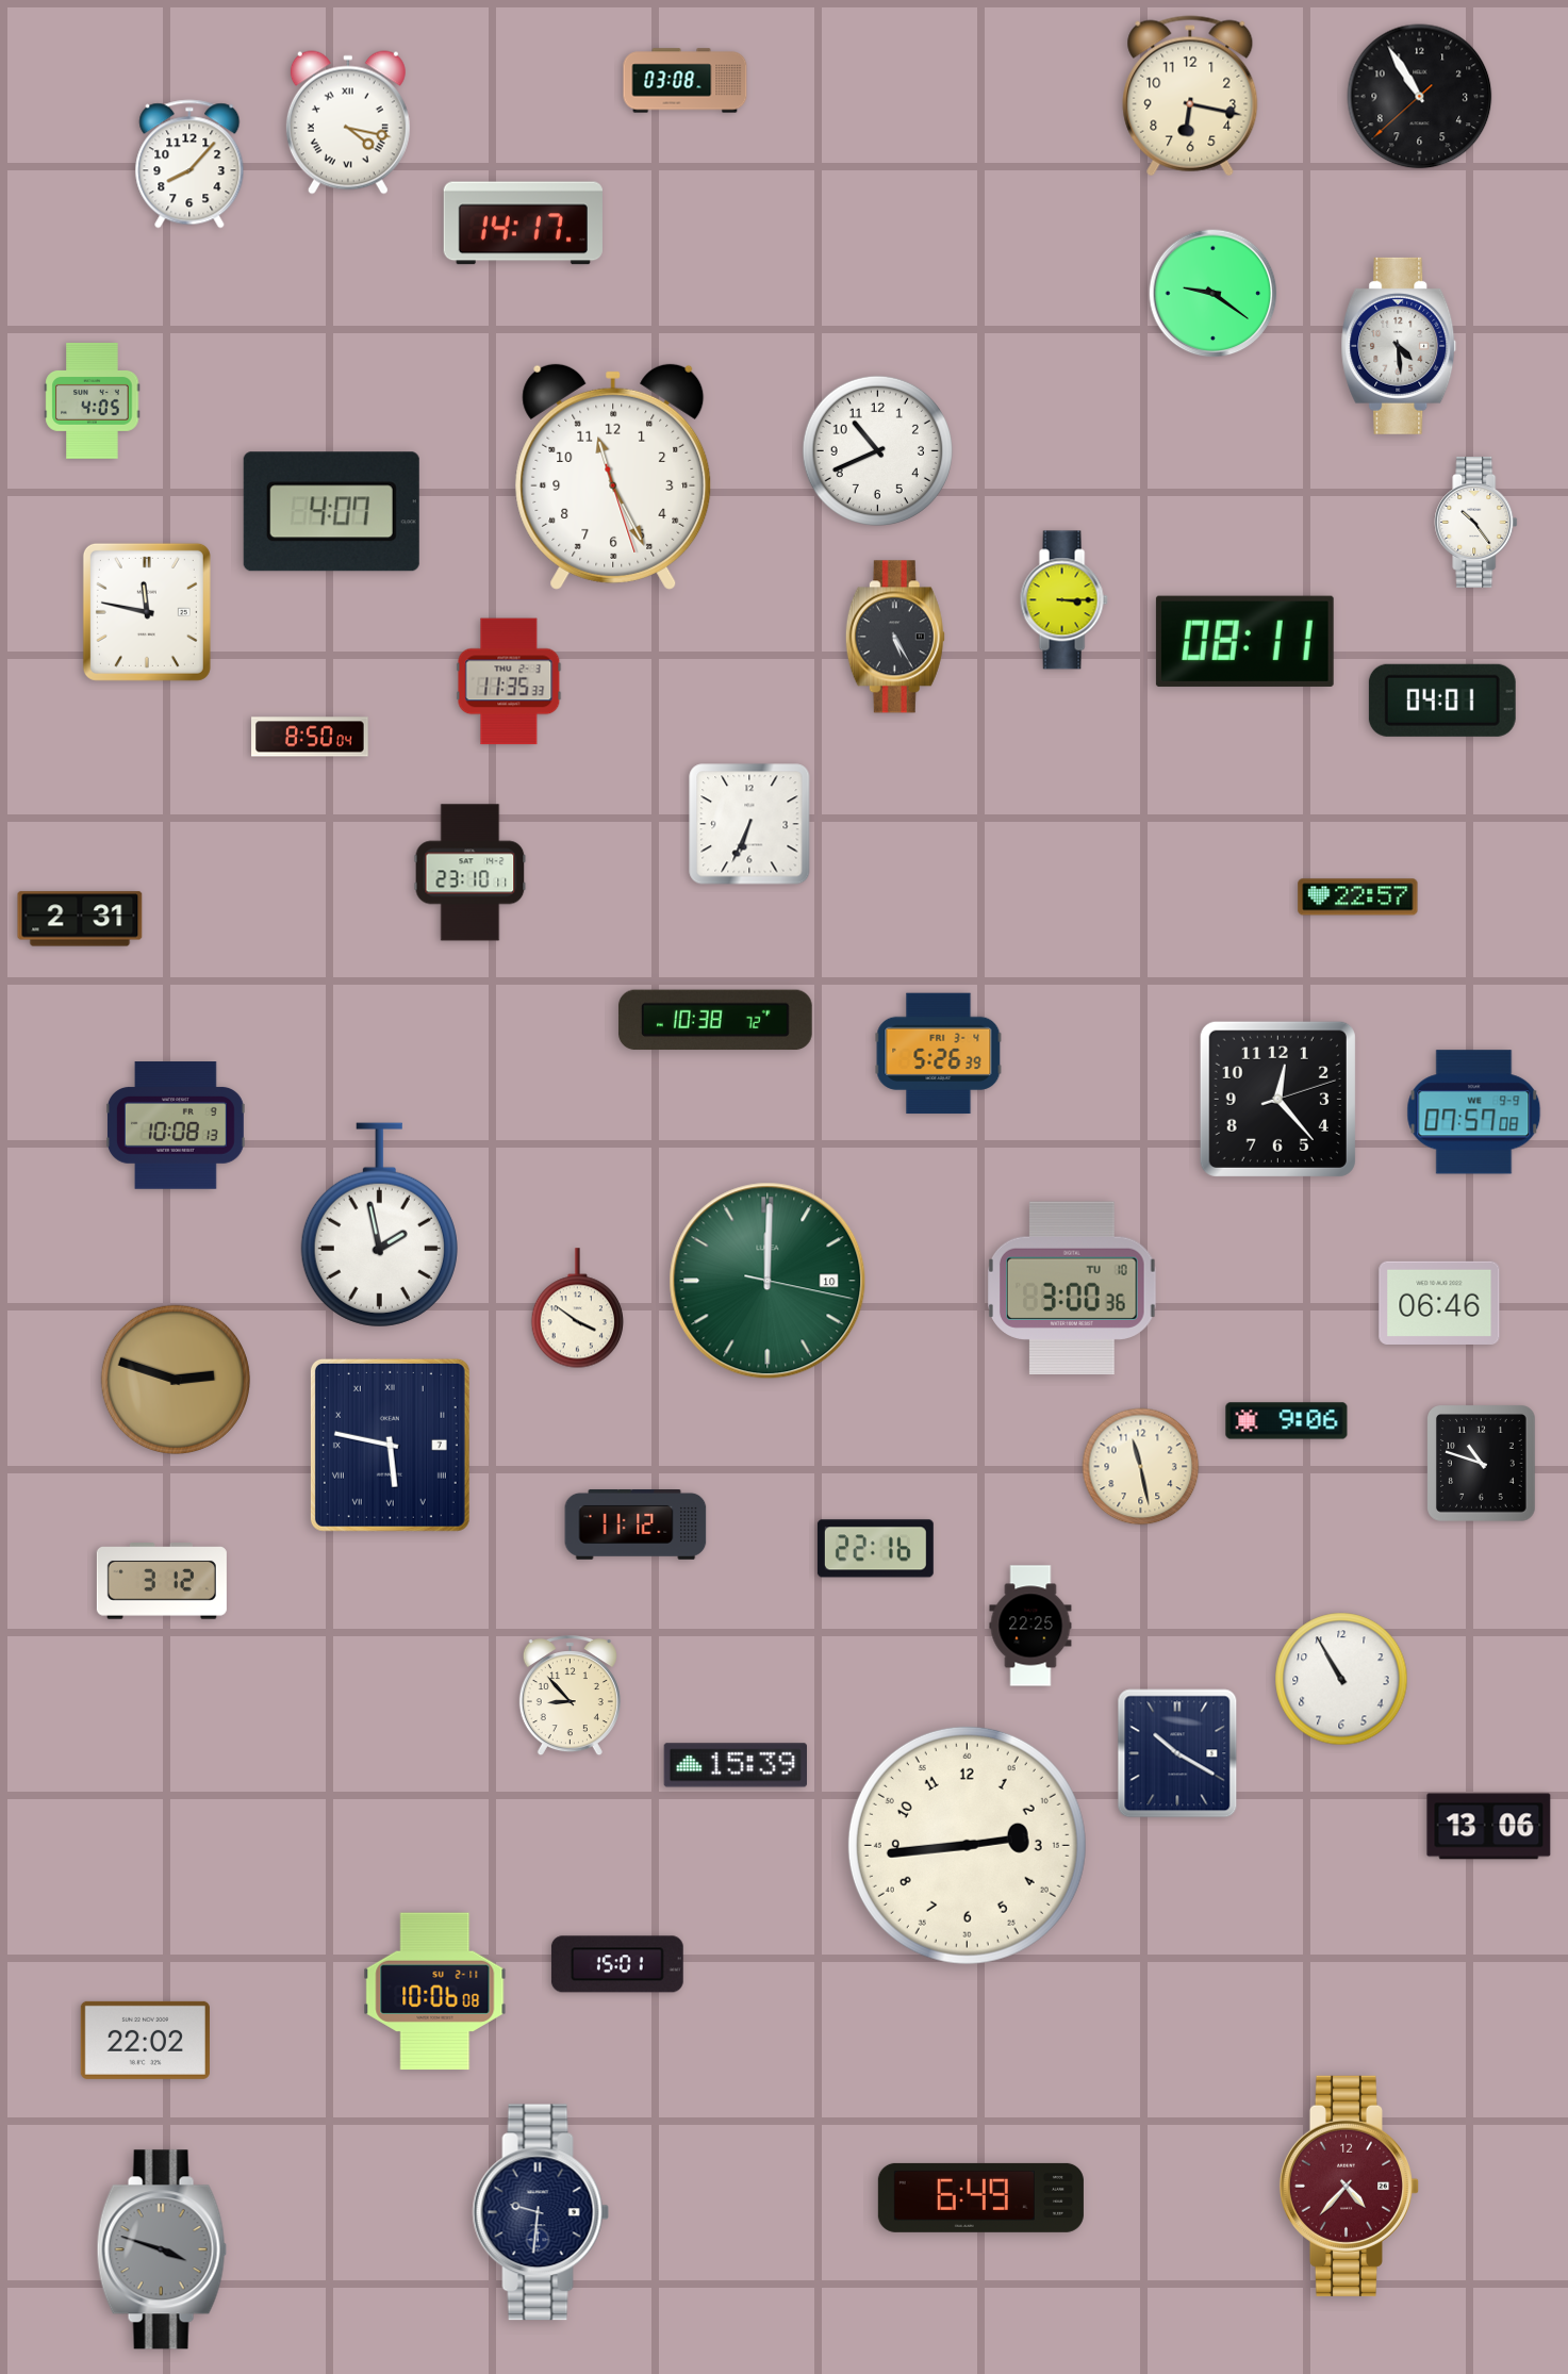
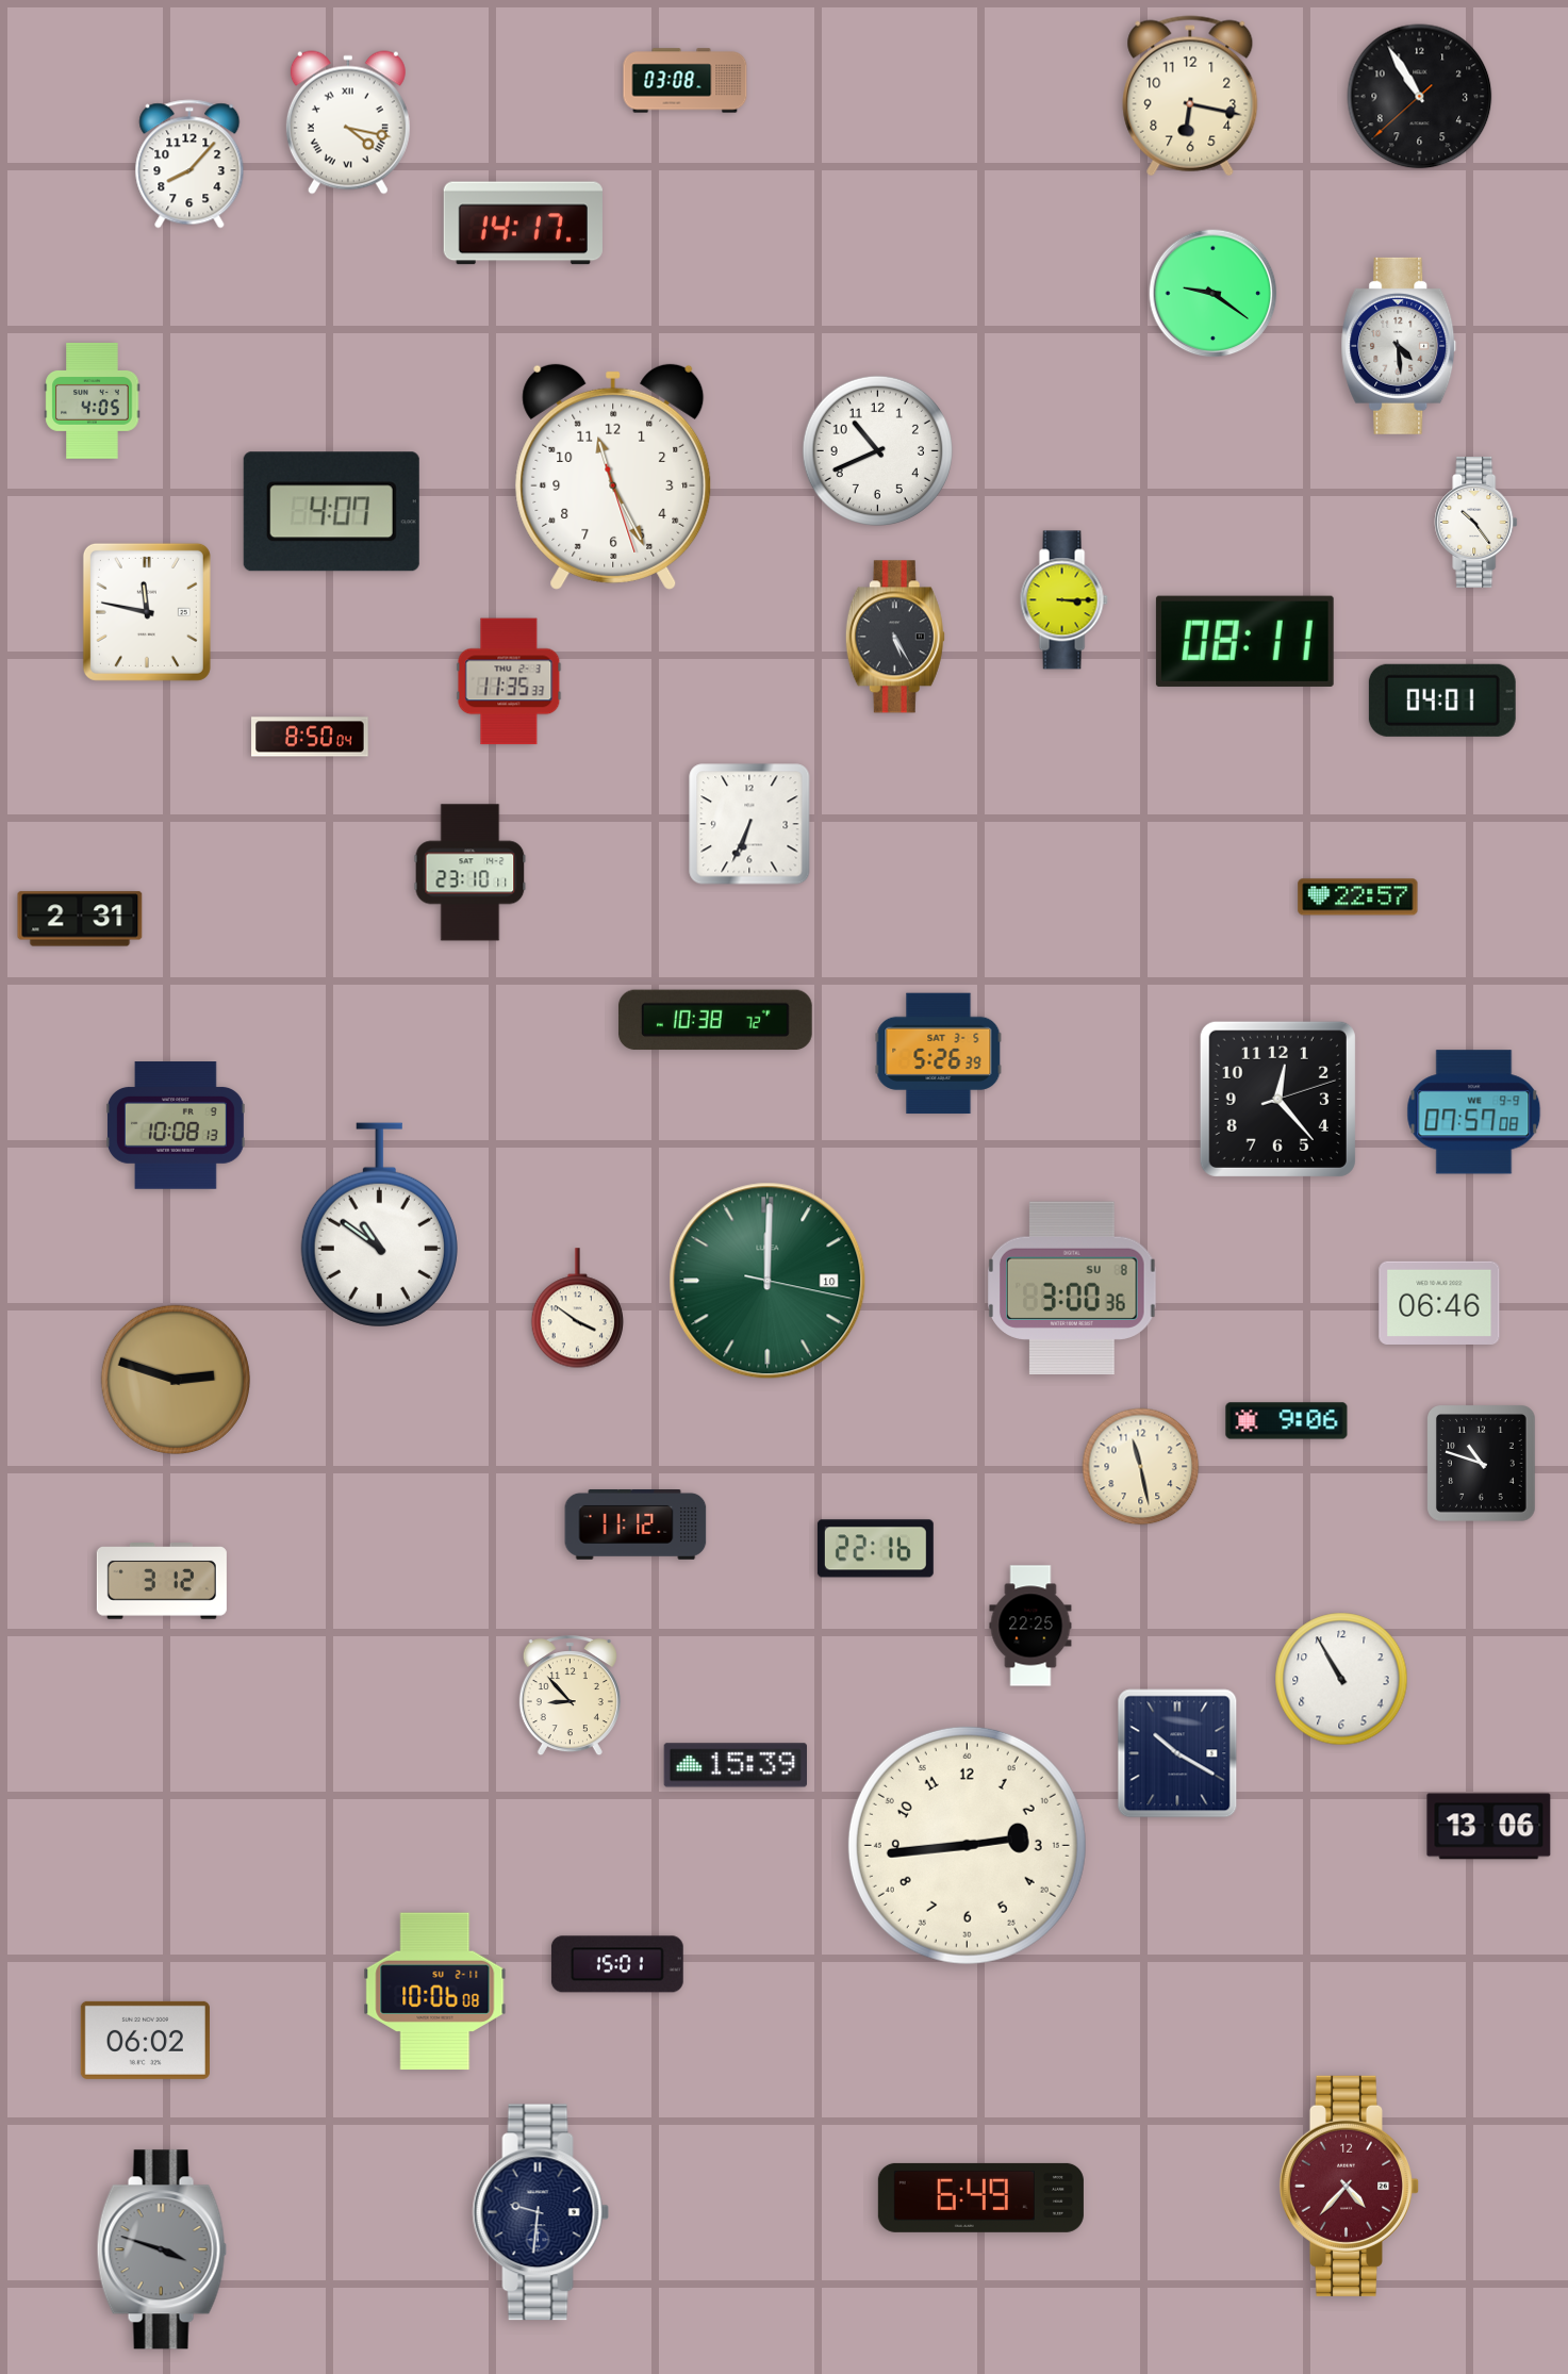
clock at (939, 1054) date: FRI 3-4 -> SAT 3-5
clock at (379, 1225): 1:58 -> 10:51
clock at (1073, 1287) date: TU 10 -> SU 8
clock at (390, 1445): 5:47 -> none
clock at (145, 2040): 22:02 -> 06:02
